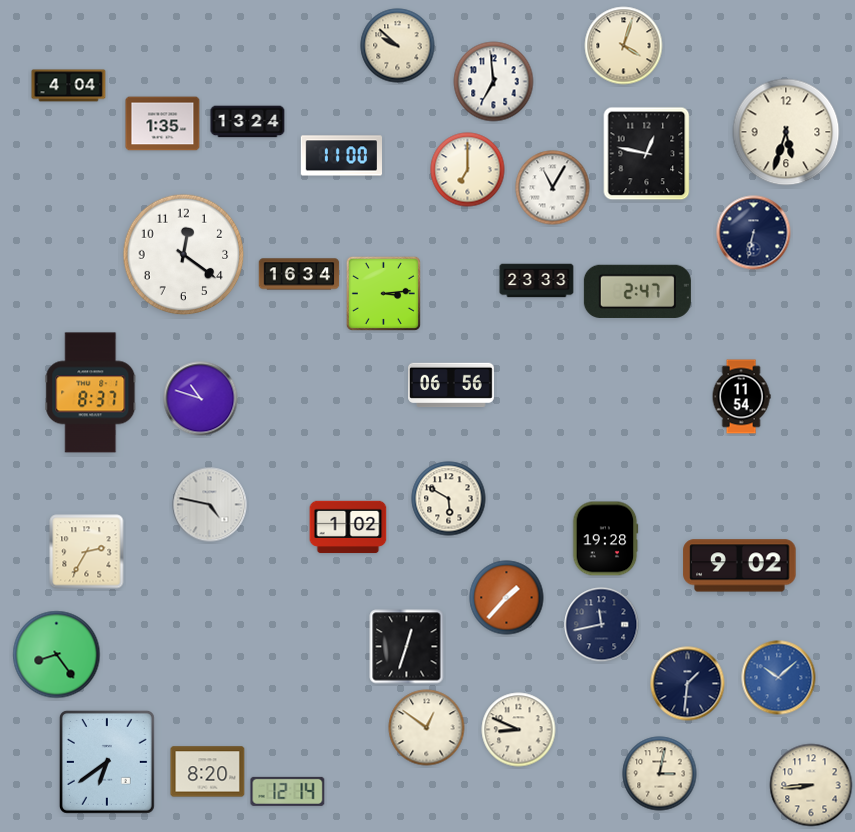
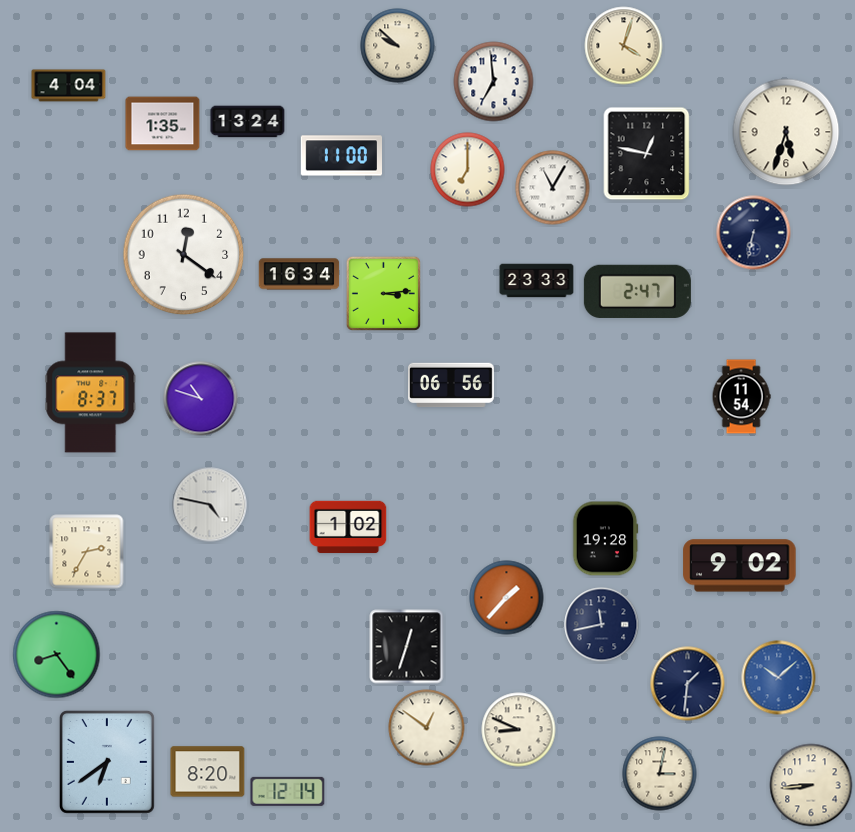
clock at (449, 499): 5:50 -> none
